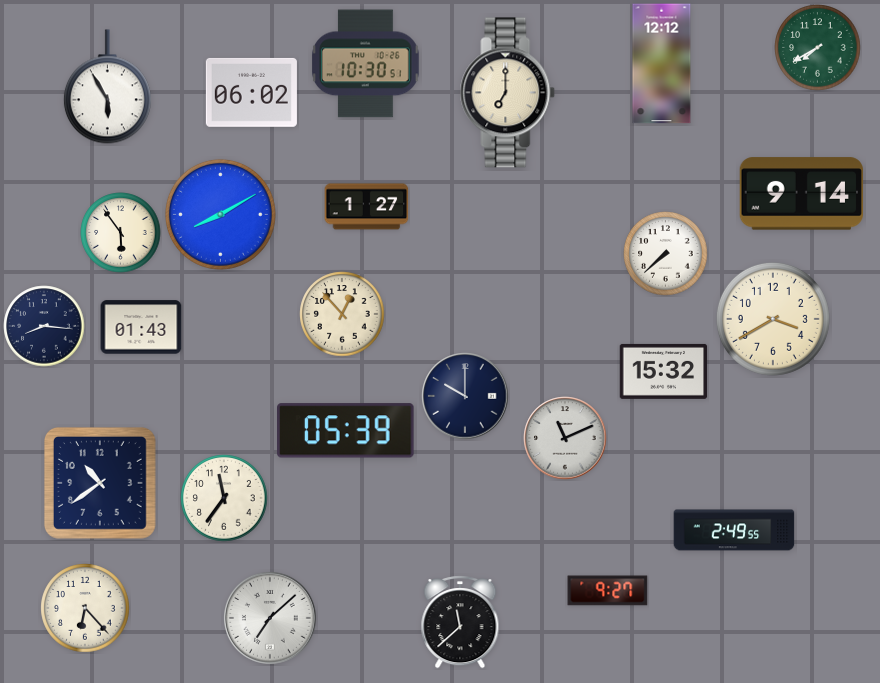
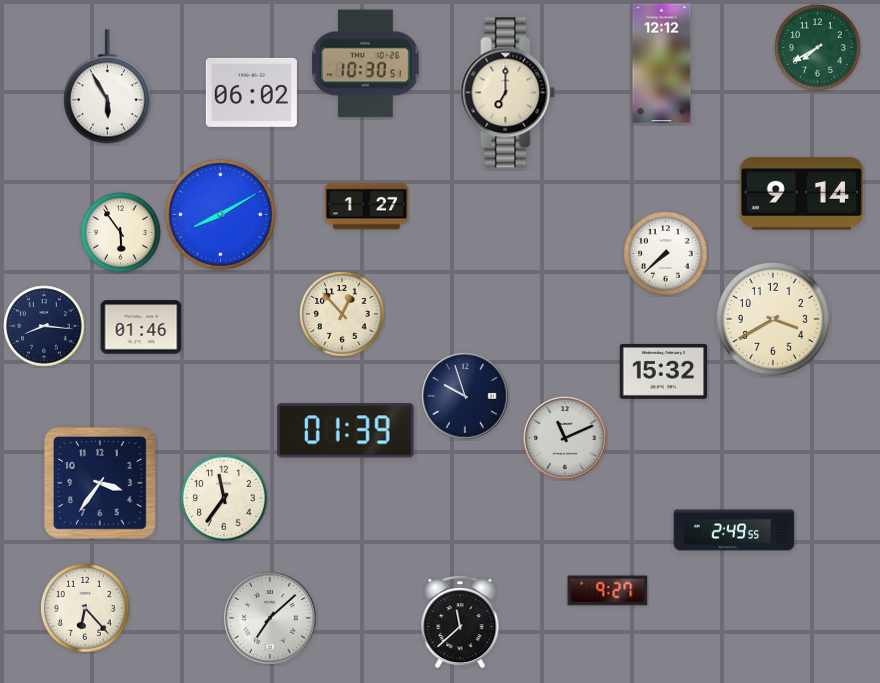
clock at (141, 327): 01:43 -> 01:46
clock at (465, 396): 10:00 -> 9:57
clock at (346, 431): 05:39 -> 01:39
clock at (100, 483): 10:39 -> 3:36
